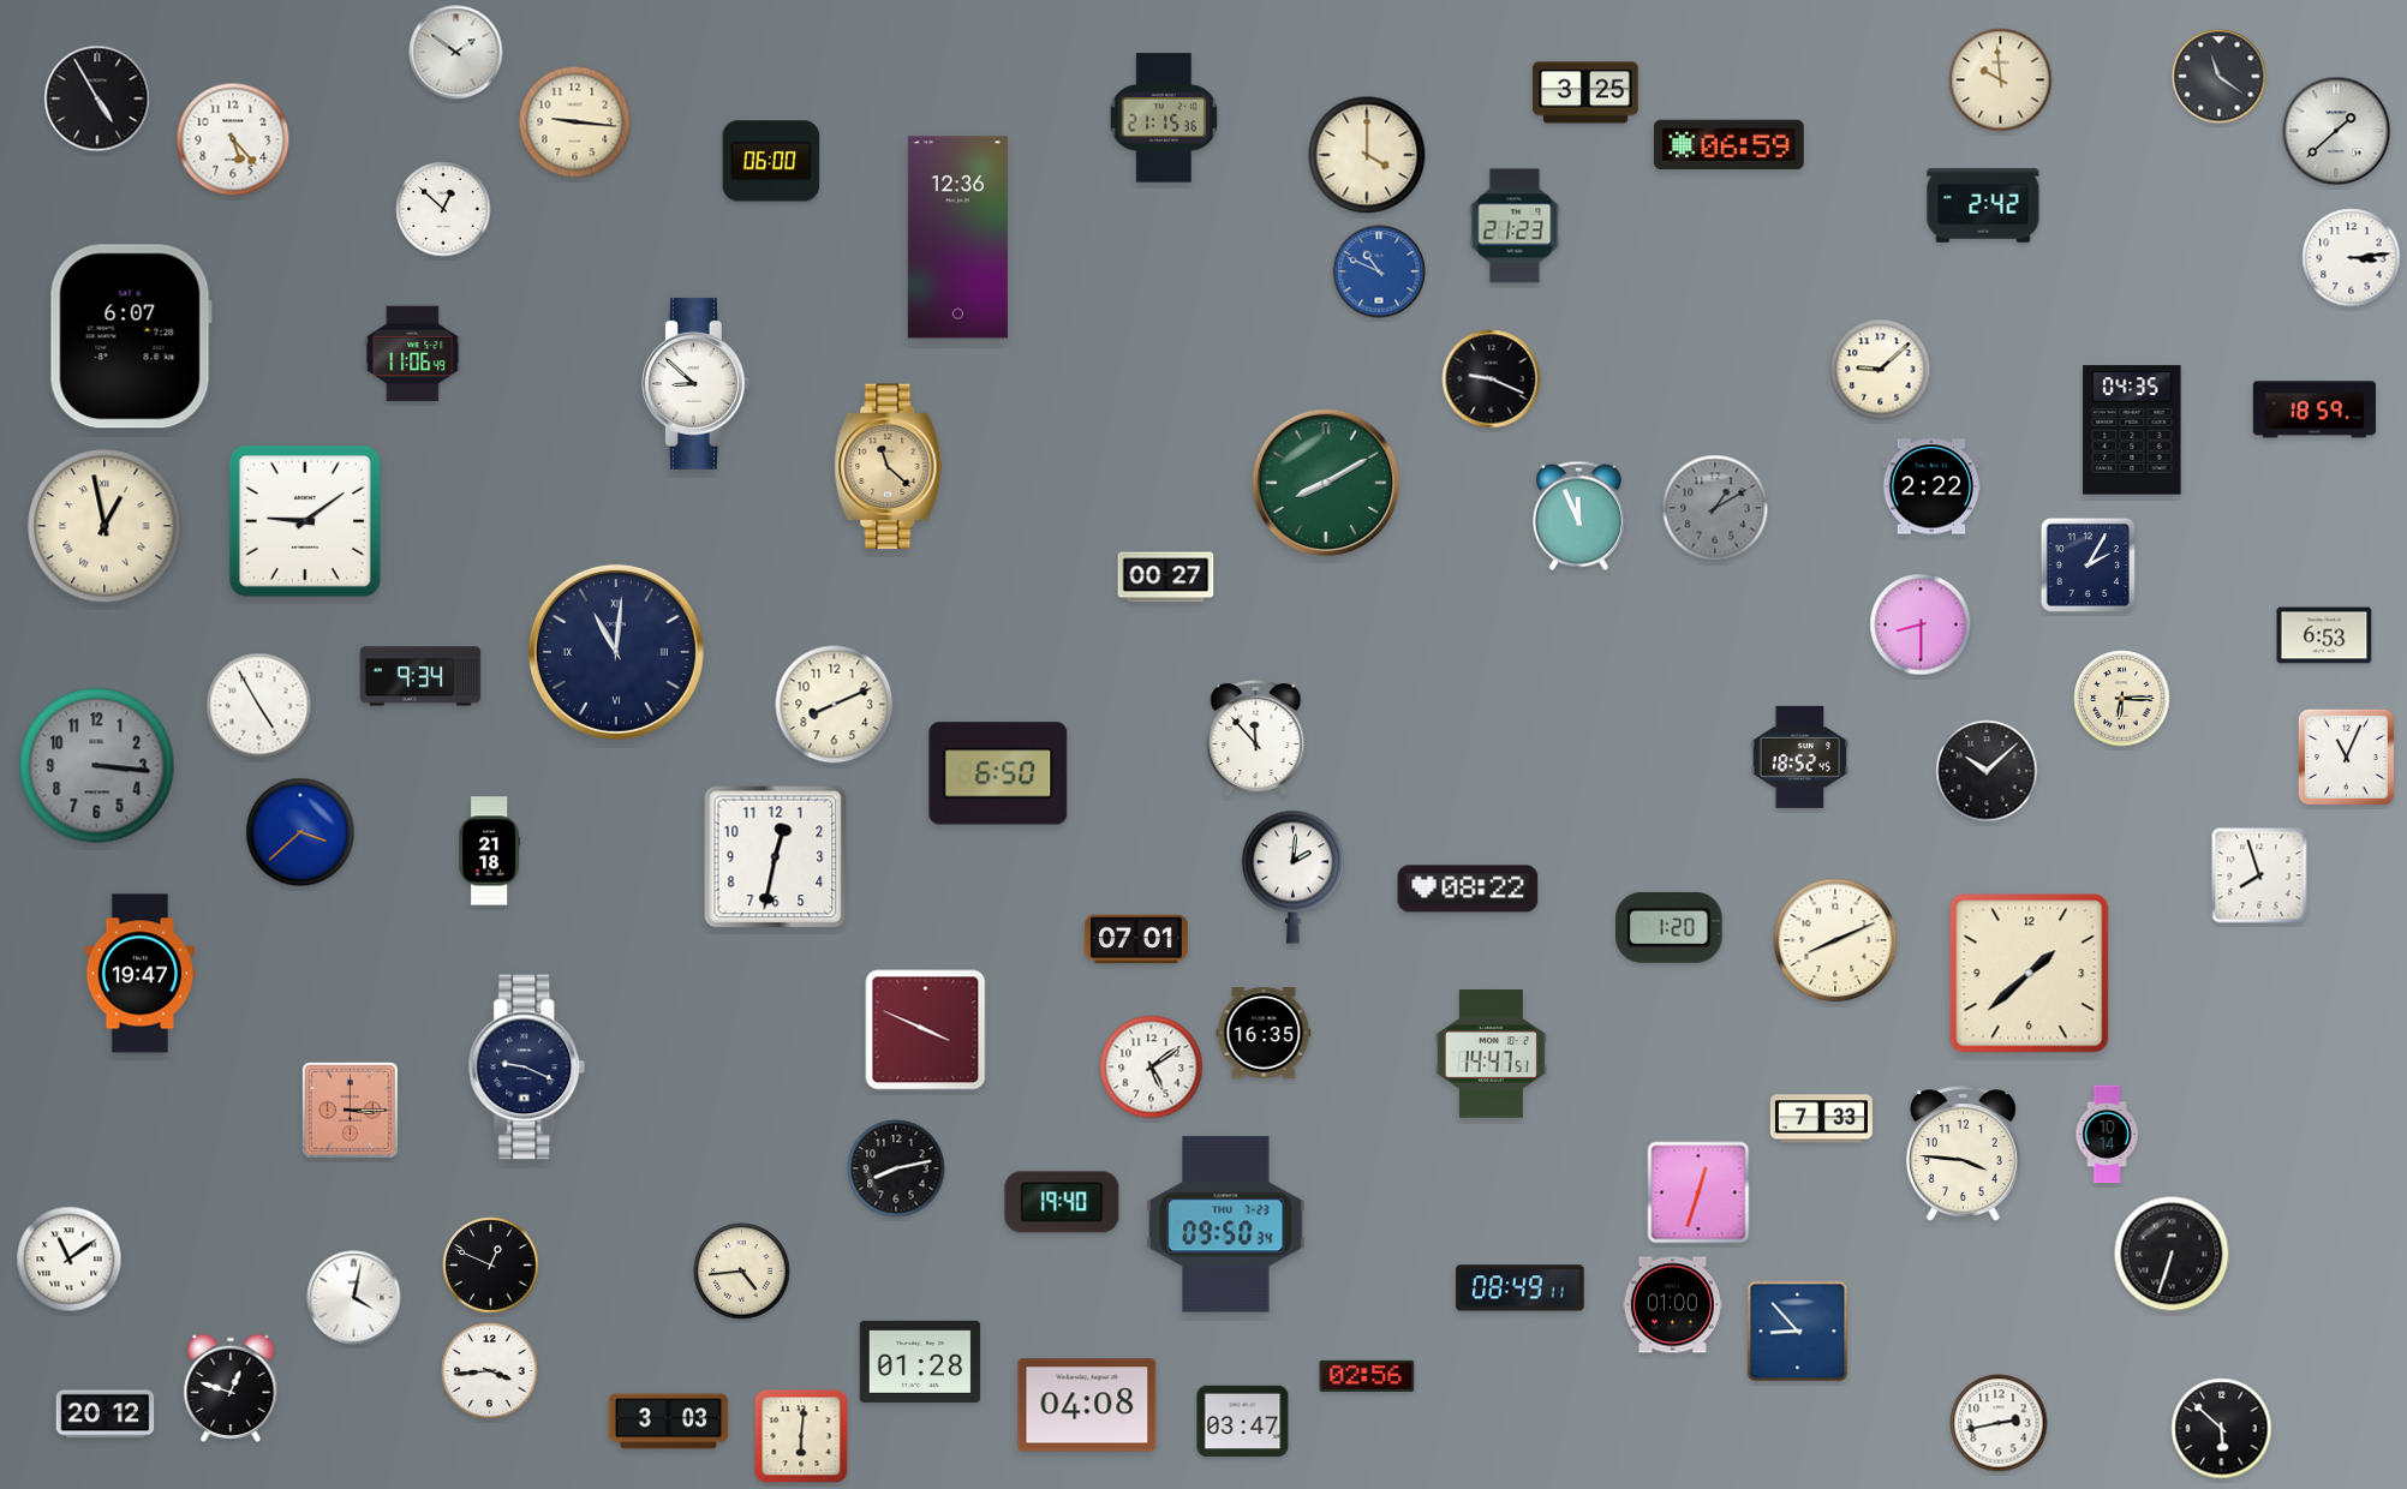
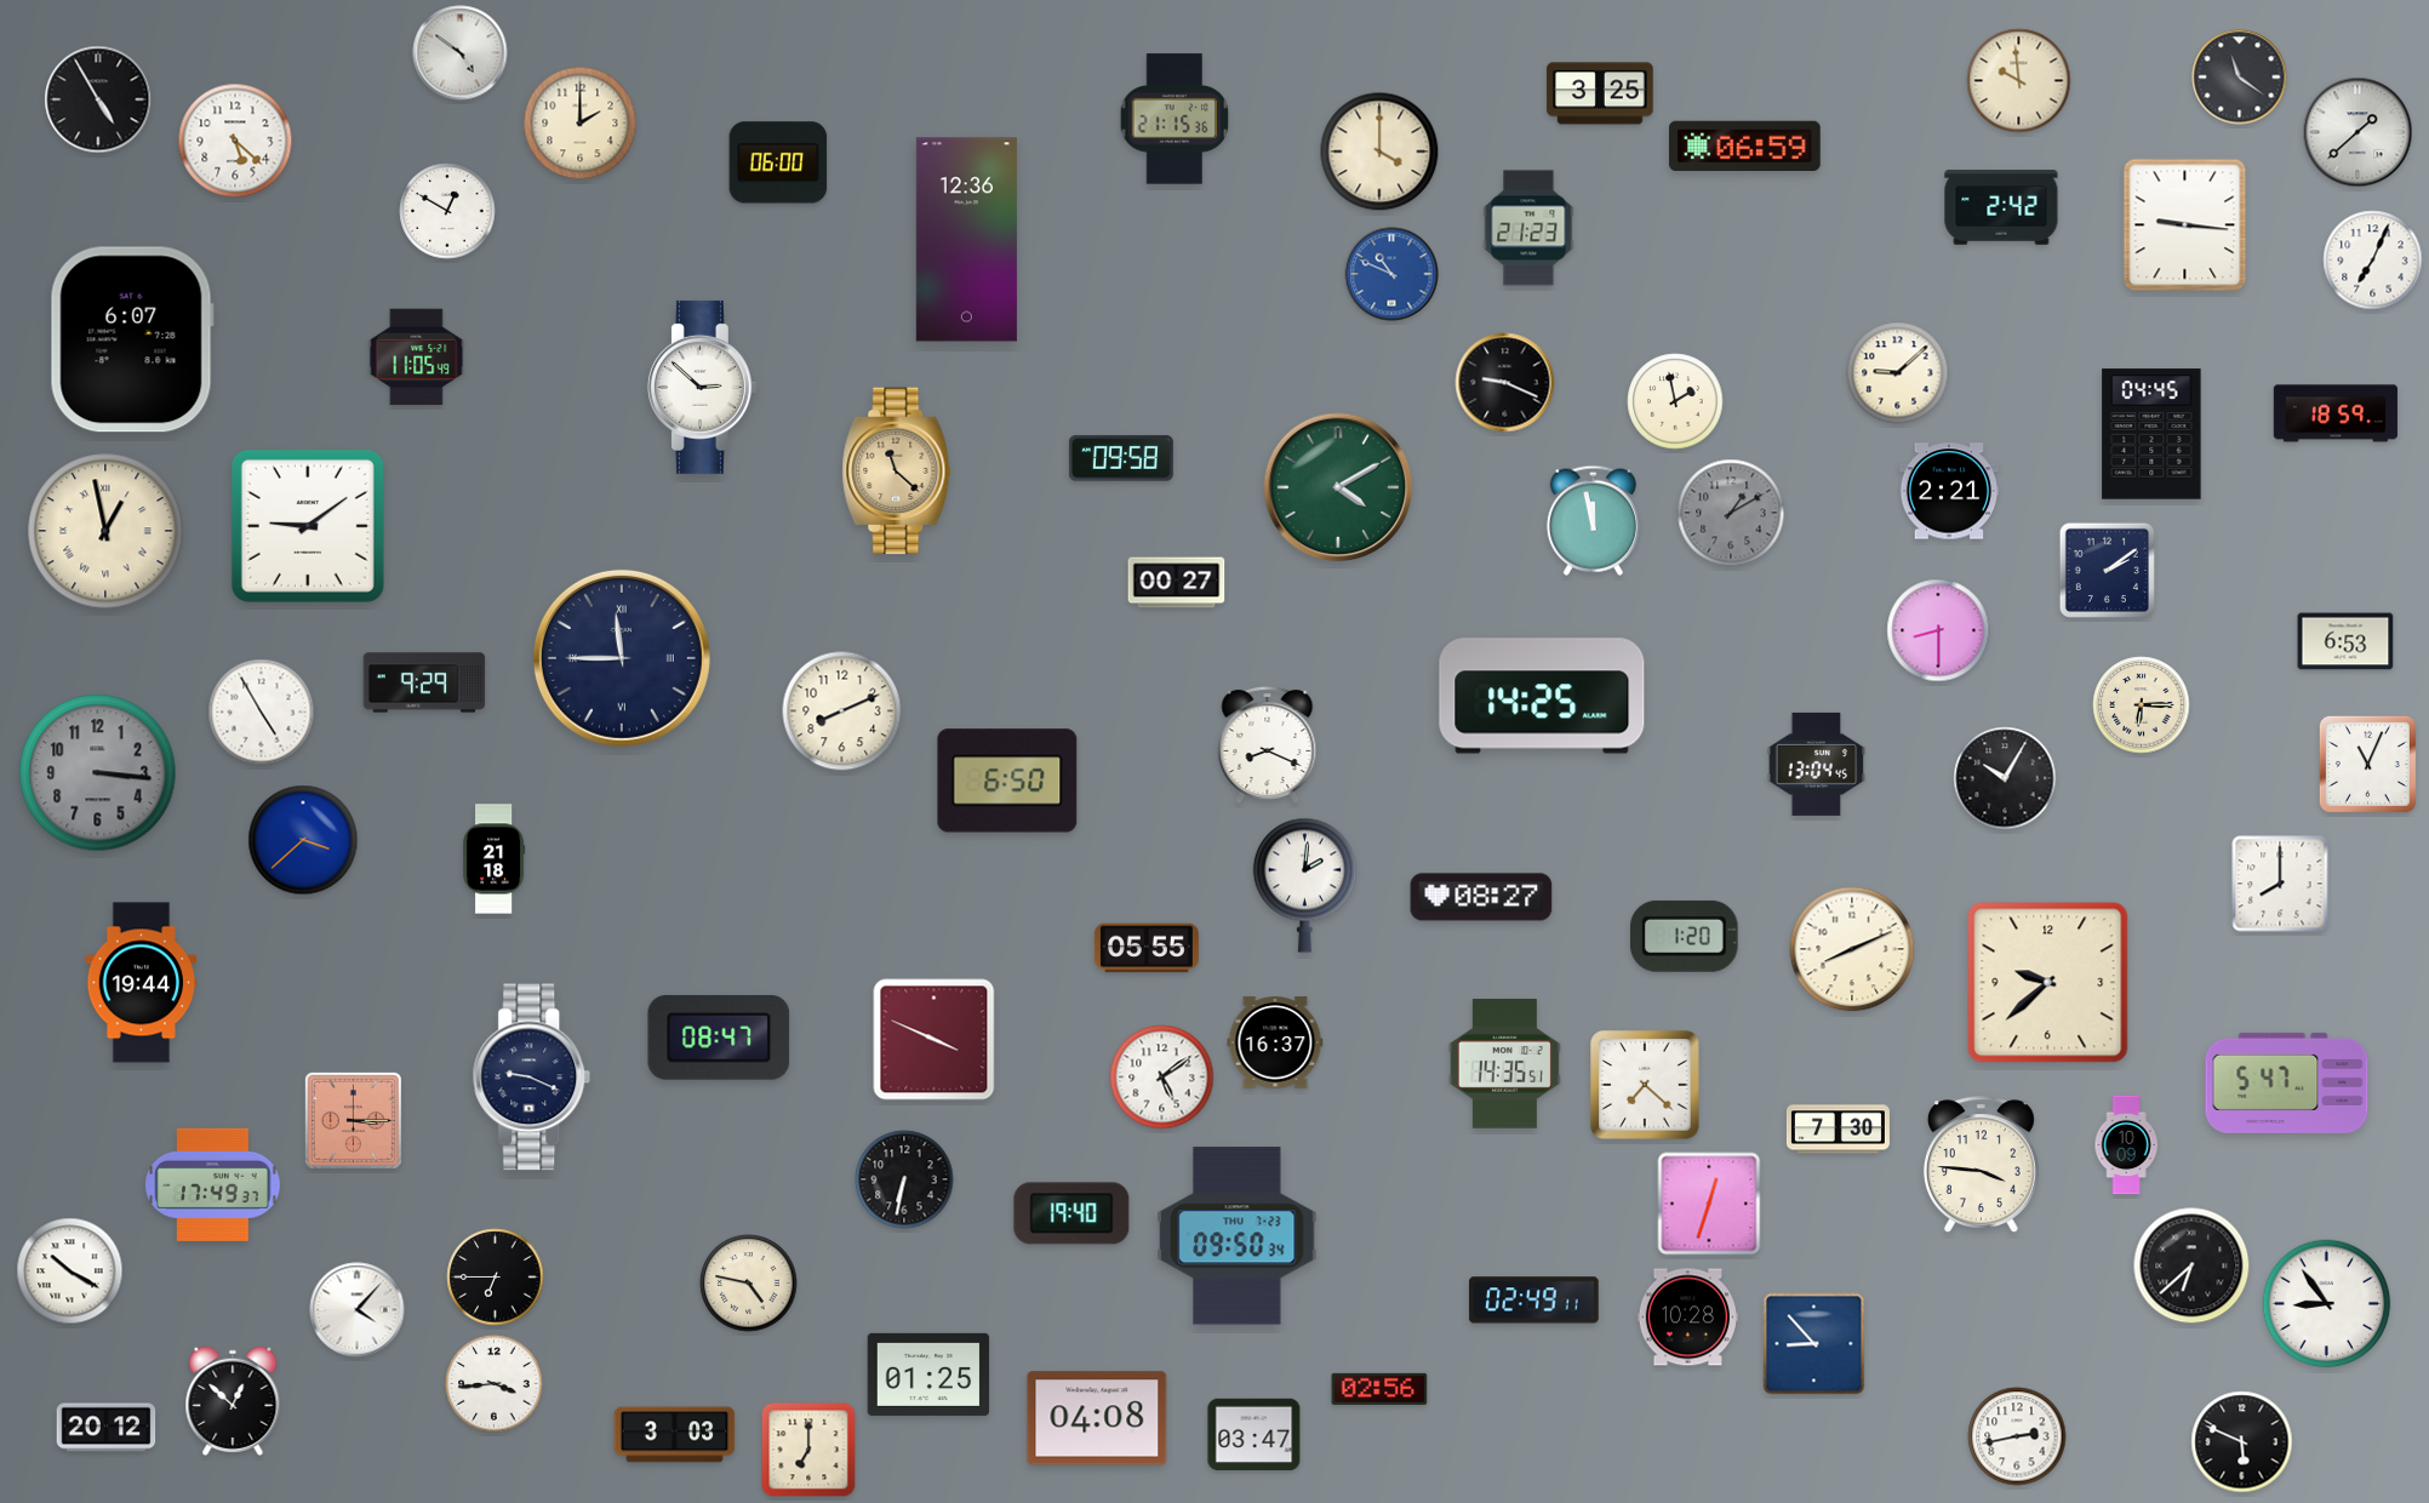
clock at (456, 53): 1:51 -> 4:51
clock at (575, 122): 9:16 -> 2:00
clock at (233, 139): 5:23 -> 5:22
clock at (1367, 155) position: (1367, 155) -> (1379, 152)
clock at (443, 209): 12:52 -> 12:50
clock at (2185, 225): none -> 9:16
clock at (2352, 258): 3:14 -> 7:04
clock at (413, 354): 11:06 -> 11:05
clock at (695, 383): 8:52 -> 2:52
clock at (1675, 401): none -> 1:58
clock at (2132, 430): 04:35 -> 04:45
clock at (1121, 458): none -> 09:58
clock at (1326, 483): 8:10 -> 4:10
clock at (1931, 486): 2:22 -> 2:21
clock at (1578, 515): 11:56 -> 11:58
clock at (2088, 564): 2:05 -> 2:09
clock at (616, 652): 11:01 -> 11:45
clock at (420, 676): 9:34 -> 9:29
clock at (1542, 696): none -> 14:25
clock at (1256, 738): 11:53 -> 8:19
clock at (1800, 757): 18:52 -> 13:04
clock at (1987, 771): 10:08 -> 10:05
clock at (776, 857): 12:32 -> none
clock at (2259, 875): 7:57 -> 8:00
clock at (1468, 889): 08:22 -> 08:27
clock at (1136, 939): 07:01 -> 05:55
clock at (141, 974): 19:47 -> 19:44
clock at (2030, 974): 1:38 -> 9:38
clock at (719, 1038): none -> 08:47
clock at (1264, 1033): 16:35 -> 16:37
clock at (1491, 1054): 14:47 -> 14:35
clock at (2287, 1082): none -> 5:47
clock at (1645, 1085): none -> 7:22
clock at (1821, 1119): 7:33 -> 7:30
clock at (2107, 1135): 10:14 -> 10:09
clock at (896, 1168): 8:13 -> 6:32
clock at (213, 1184): none -> 17:49
clock at (1698, 1192) position: (1698, 1192) -> (1709, 1204)
clock at (2172, 1254): 6:33 -> 6:38
clock at (70, 1260): 11:09 -> 10:20
clock at (491, 1266): 12:49 -> 6:45
clock at (742, 1272): 4:44 -> 4:47
clock at (1521, 1288): 08:49 -> 02:49
clock at (2327, 1304): none -> 8:54
clock at (354, 1298): 4:02 -> 4:07
clock at (1672, 1305): 01:00 -> 10:28
clock at (920, 1362): 01:28 -> 01:25
clock at (231, 1388): 12:48 -> 12:52
clock at (2222, 1429): 5:52 -> 5:49
clock at (801, 1436): 6:01 -> 7:00
